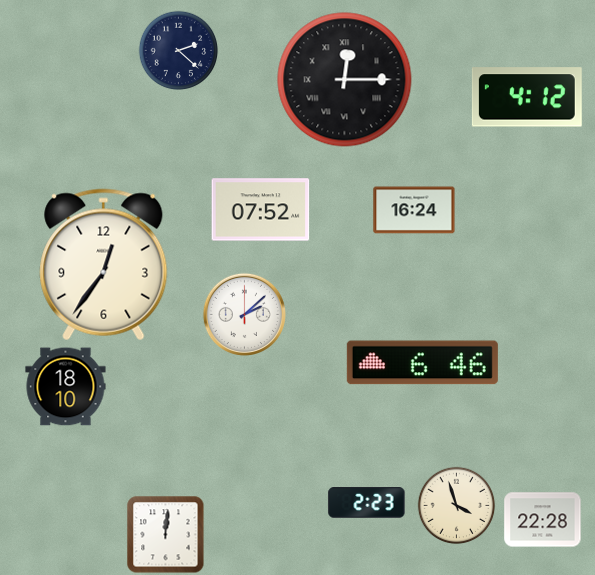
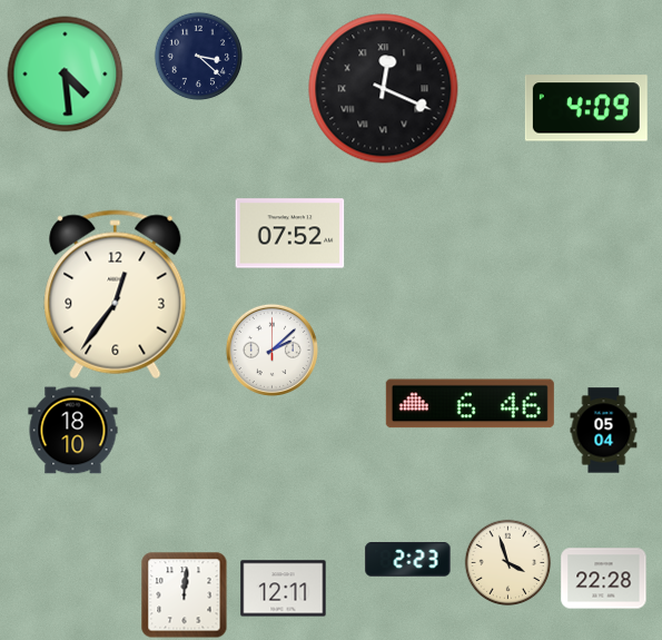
clock at (178, 50): 2:22 -> 3:22
clock at (66, 75): none -> 4:29
clock at (345, 80): 12:15 -> 12:19
clock at (527, 97): 4:12 -> 4:09
clock at (414, 210): 16:24 -> none
clock at (604, 431): none -> 05:04
clock at (284, 589): none -> 12:11
